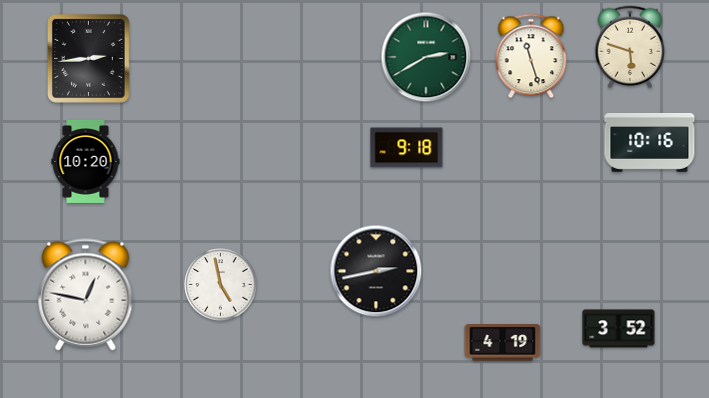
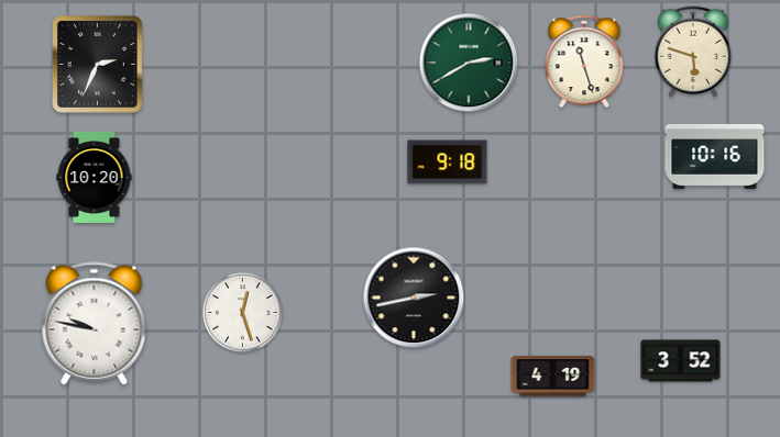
clock at (88, 58): 2:44 -> 2:34
clock at (221, 285): 4:58 -> 12:27
clock at (86, 295): 12:47 -> 9:47
